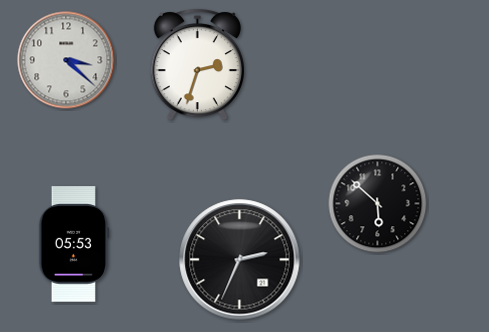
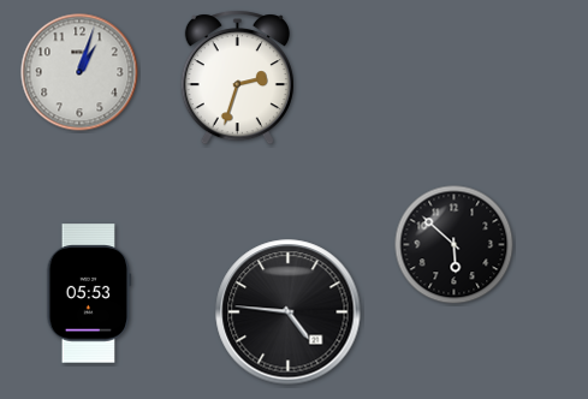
clock at (66, 60): 3:22 -> 1:03
clock at (240, 260): 2:34 -> 4:46
